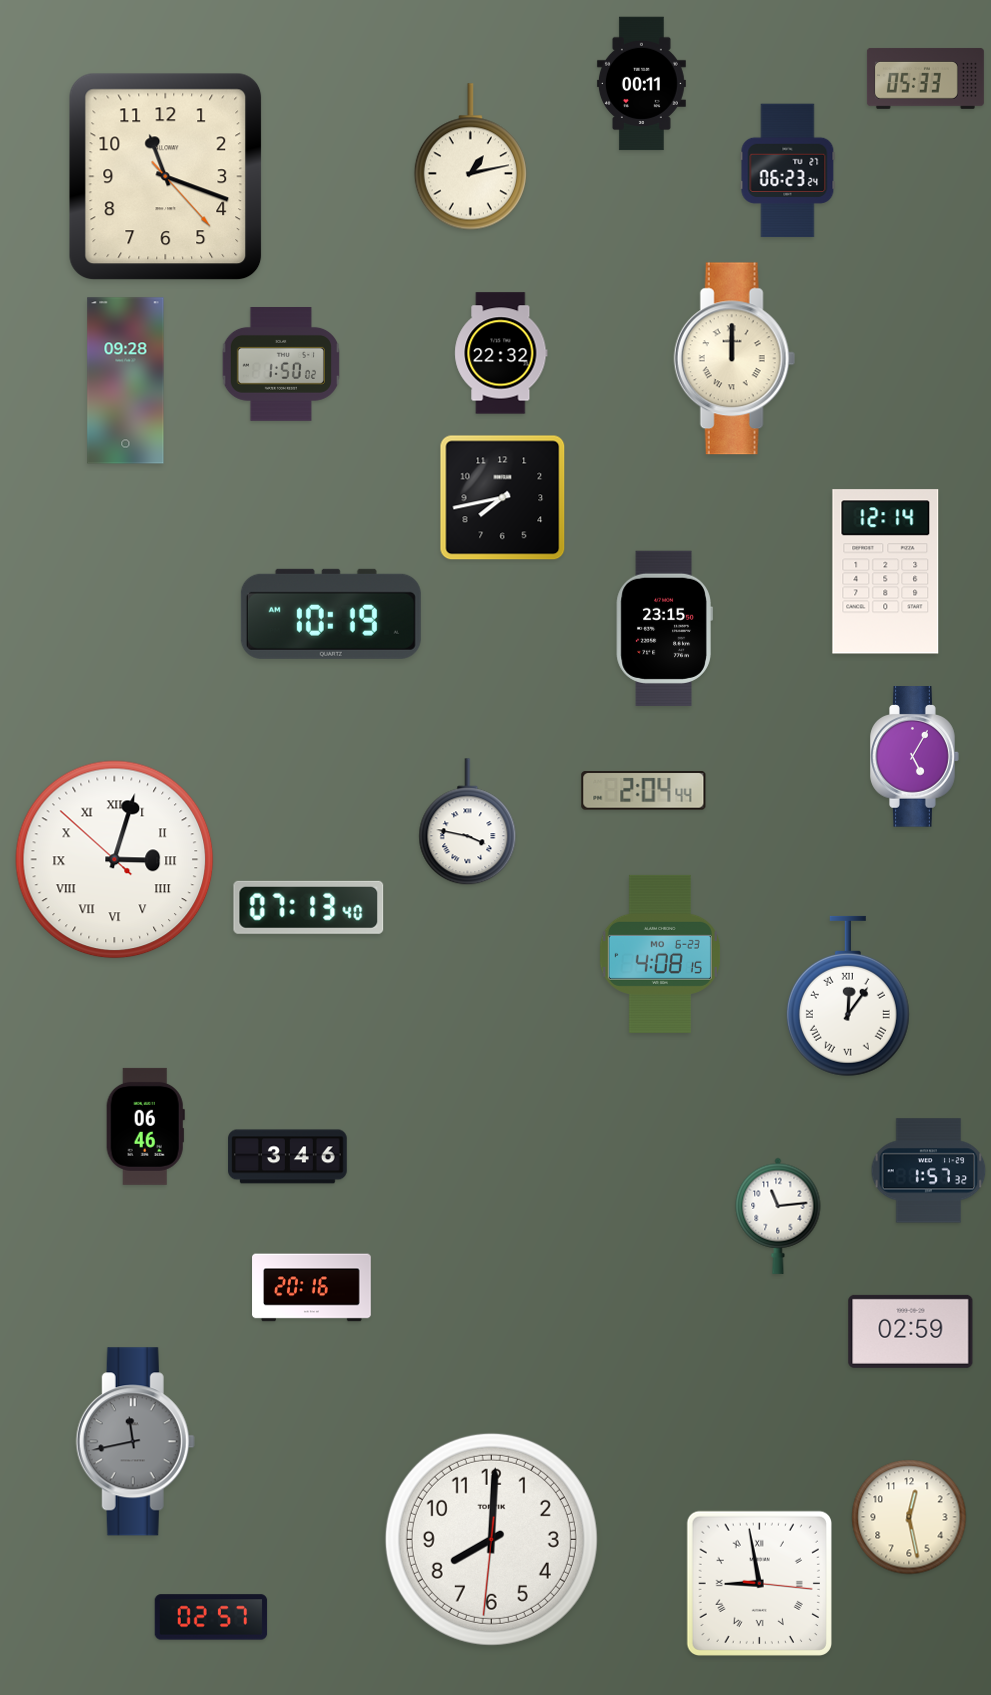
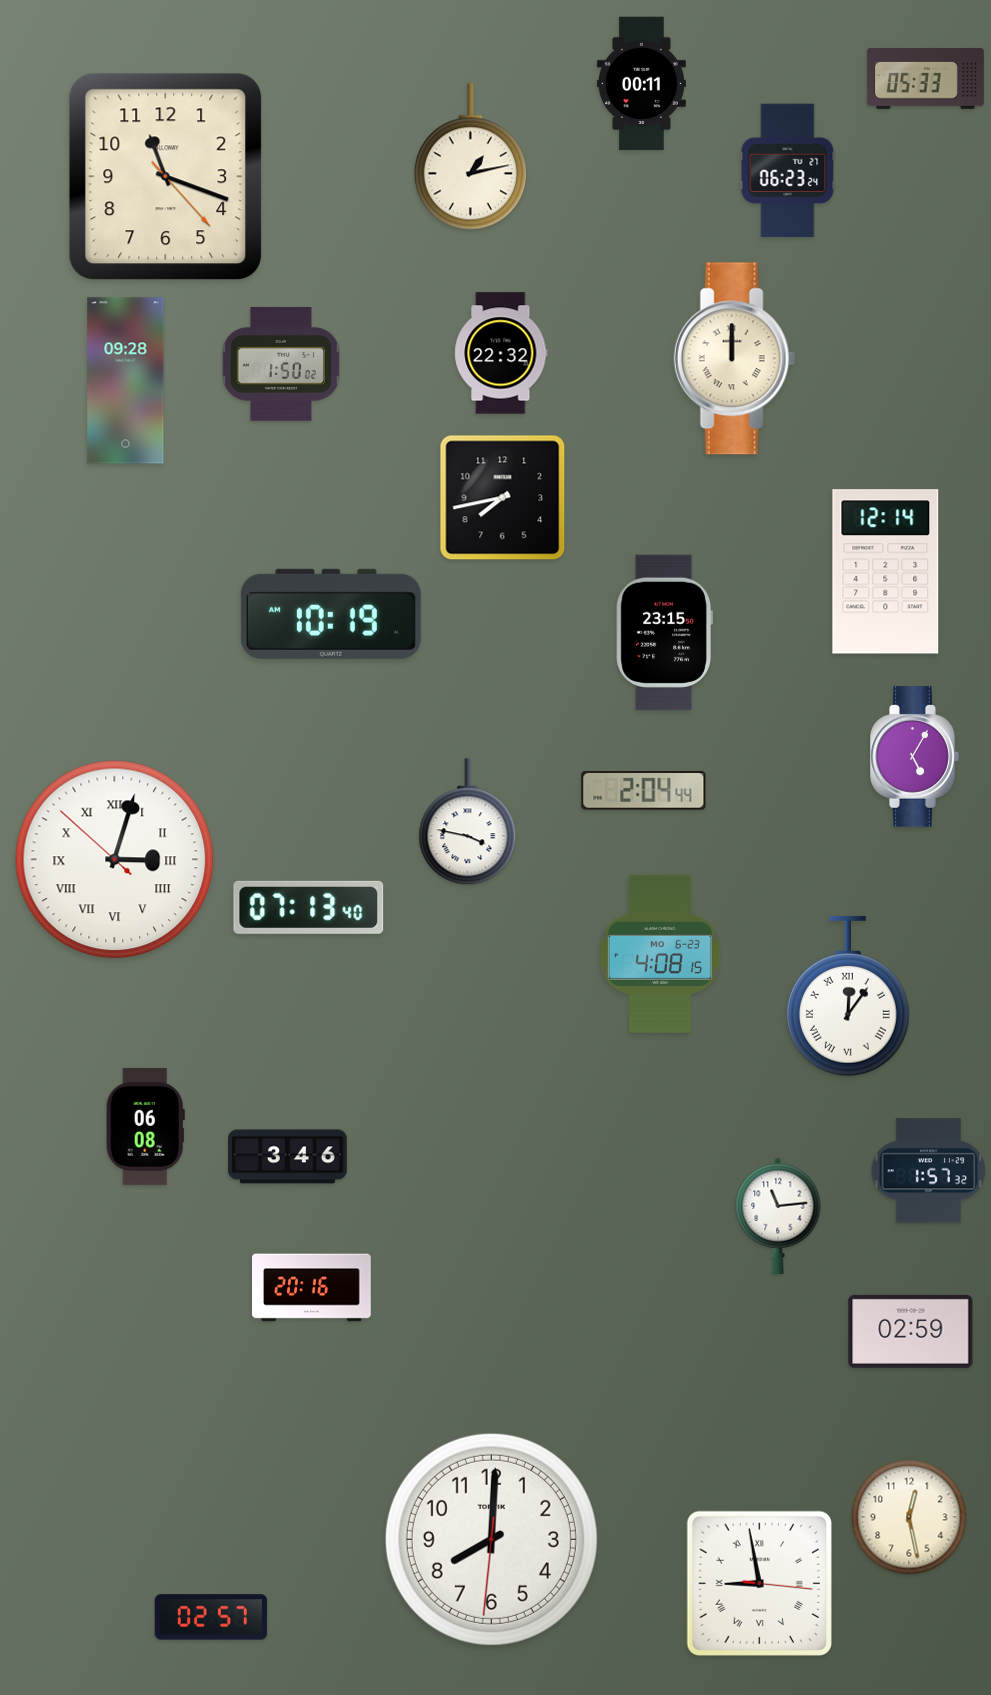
clock at (664, 628) position: (664, 628) -> (664, 632)
clock at (145, 1126): 06:46 -> 06:08
clock at (135, 1442): 11:43 -> none
